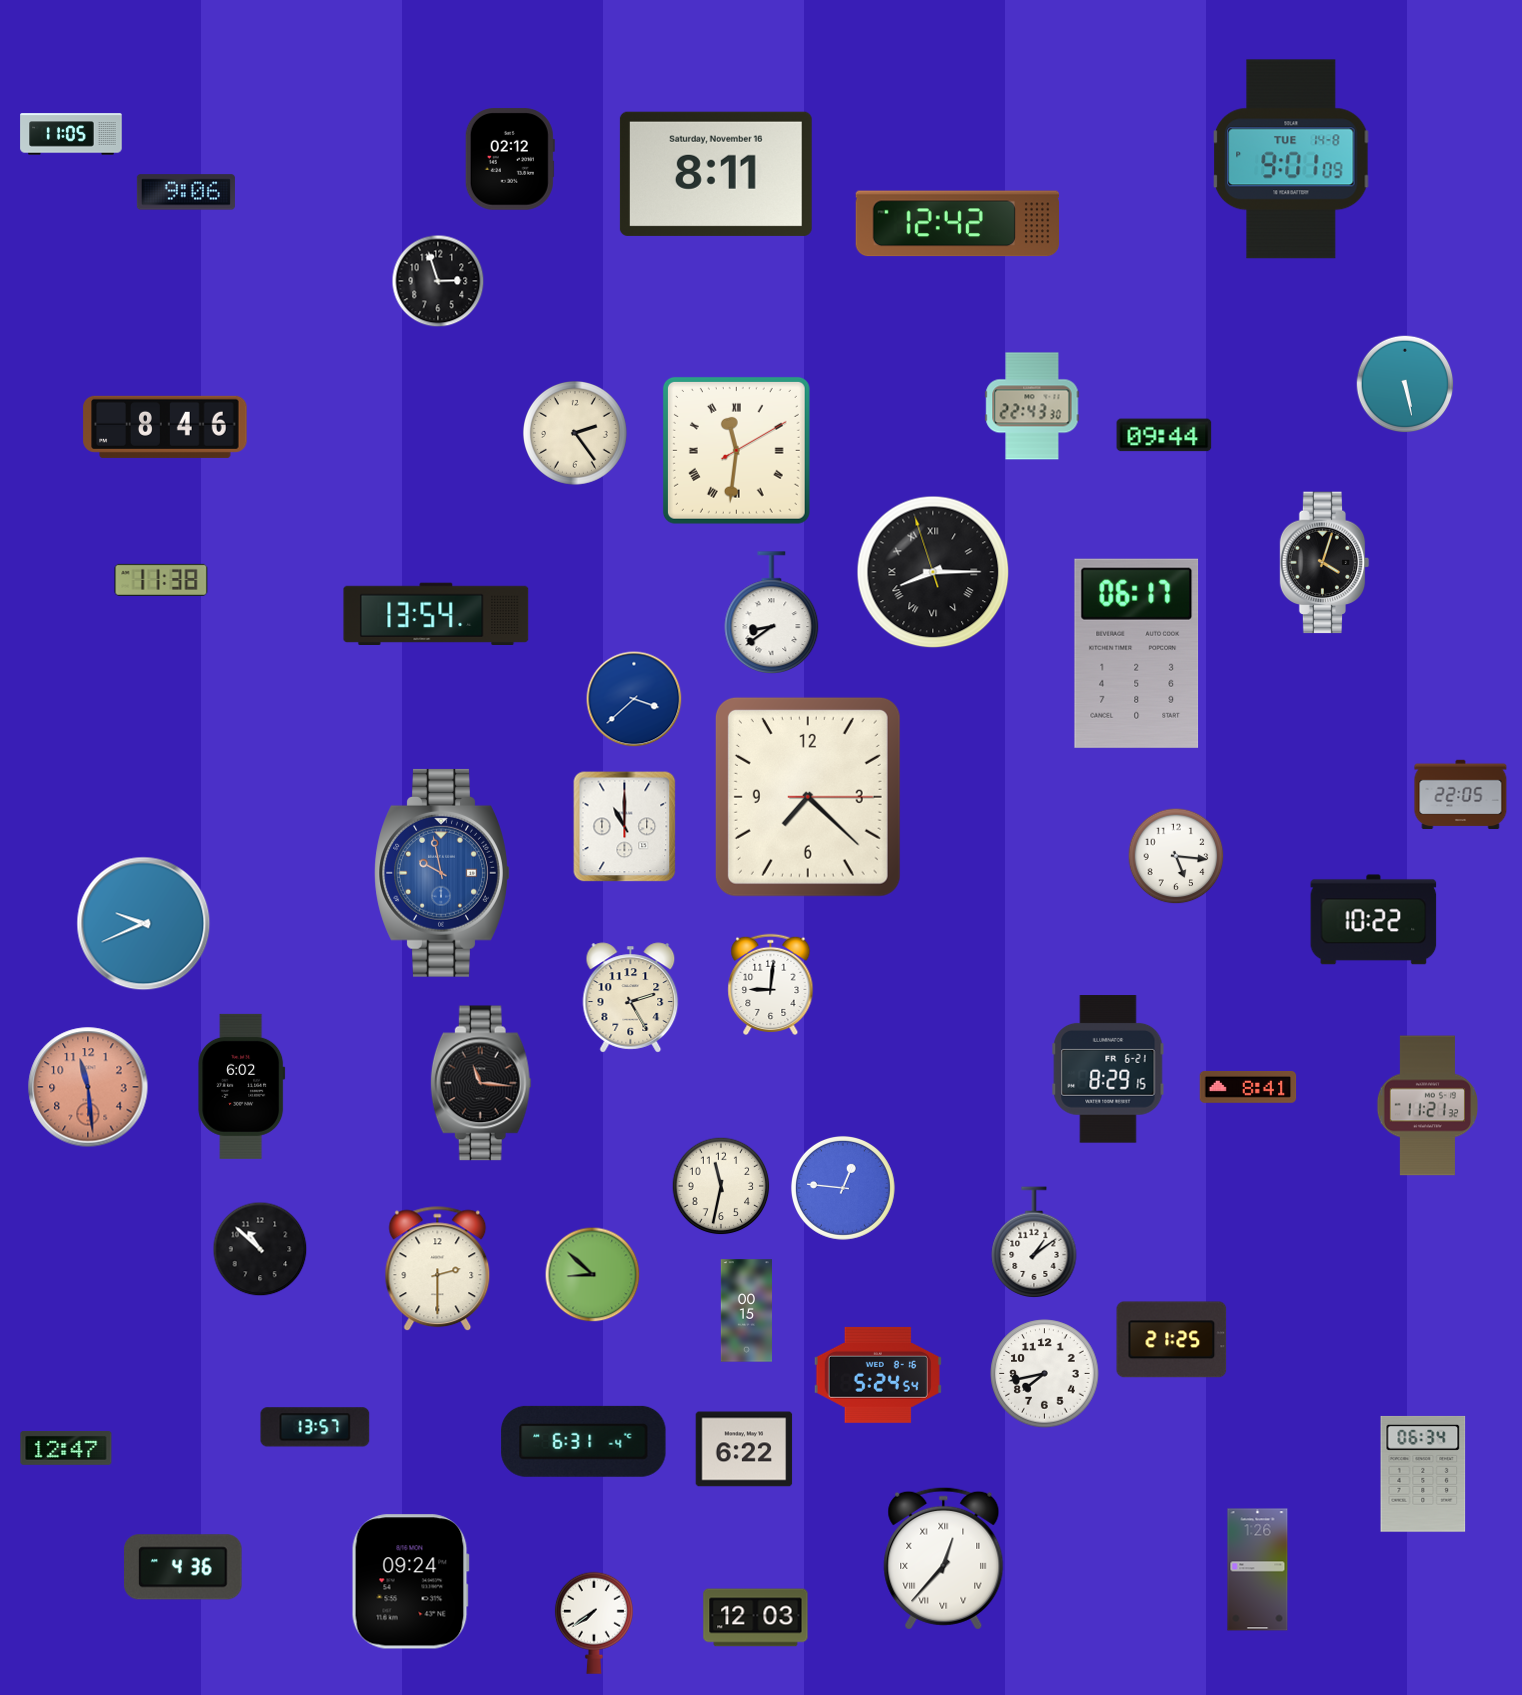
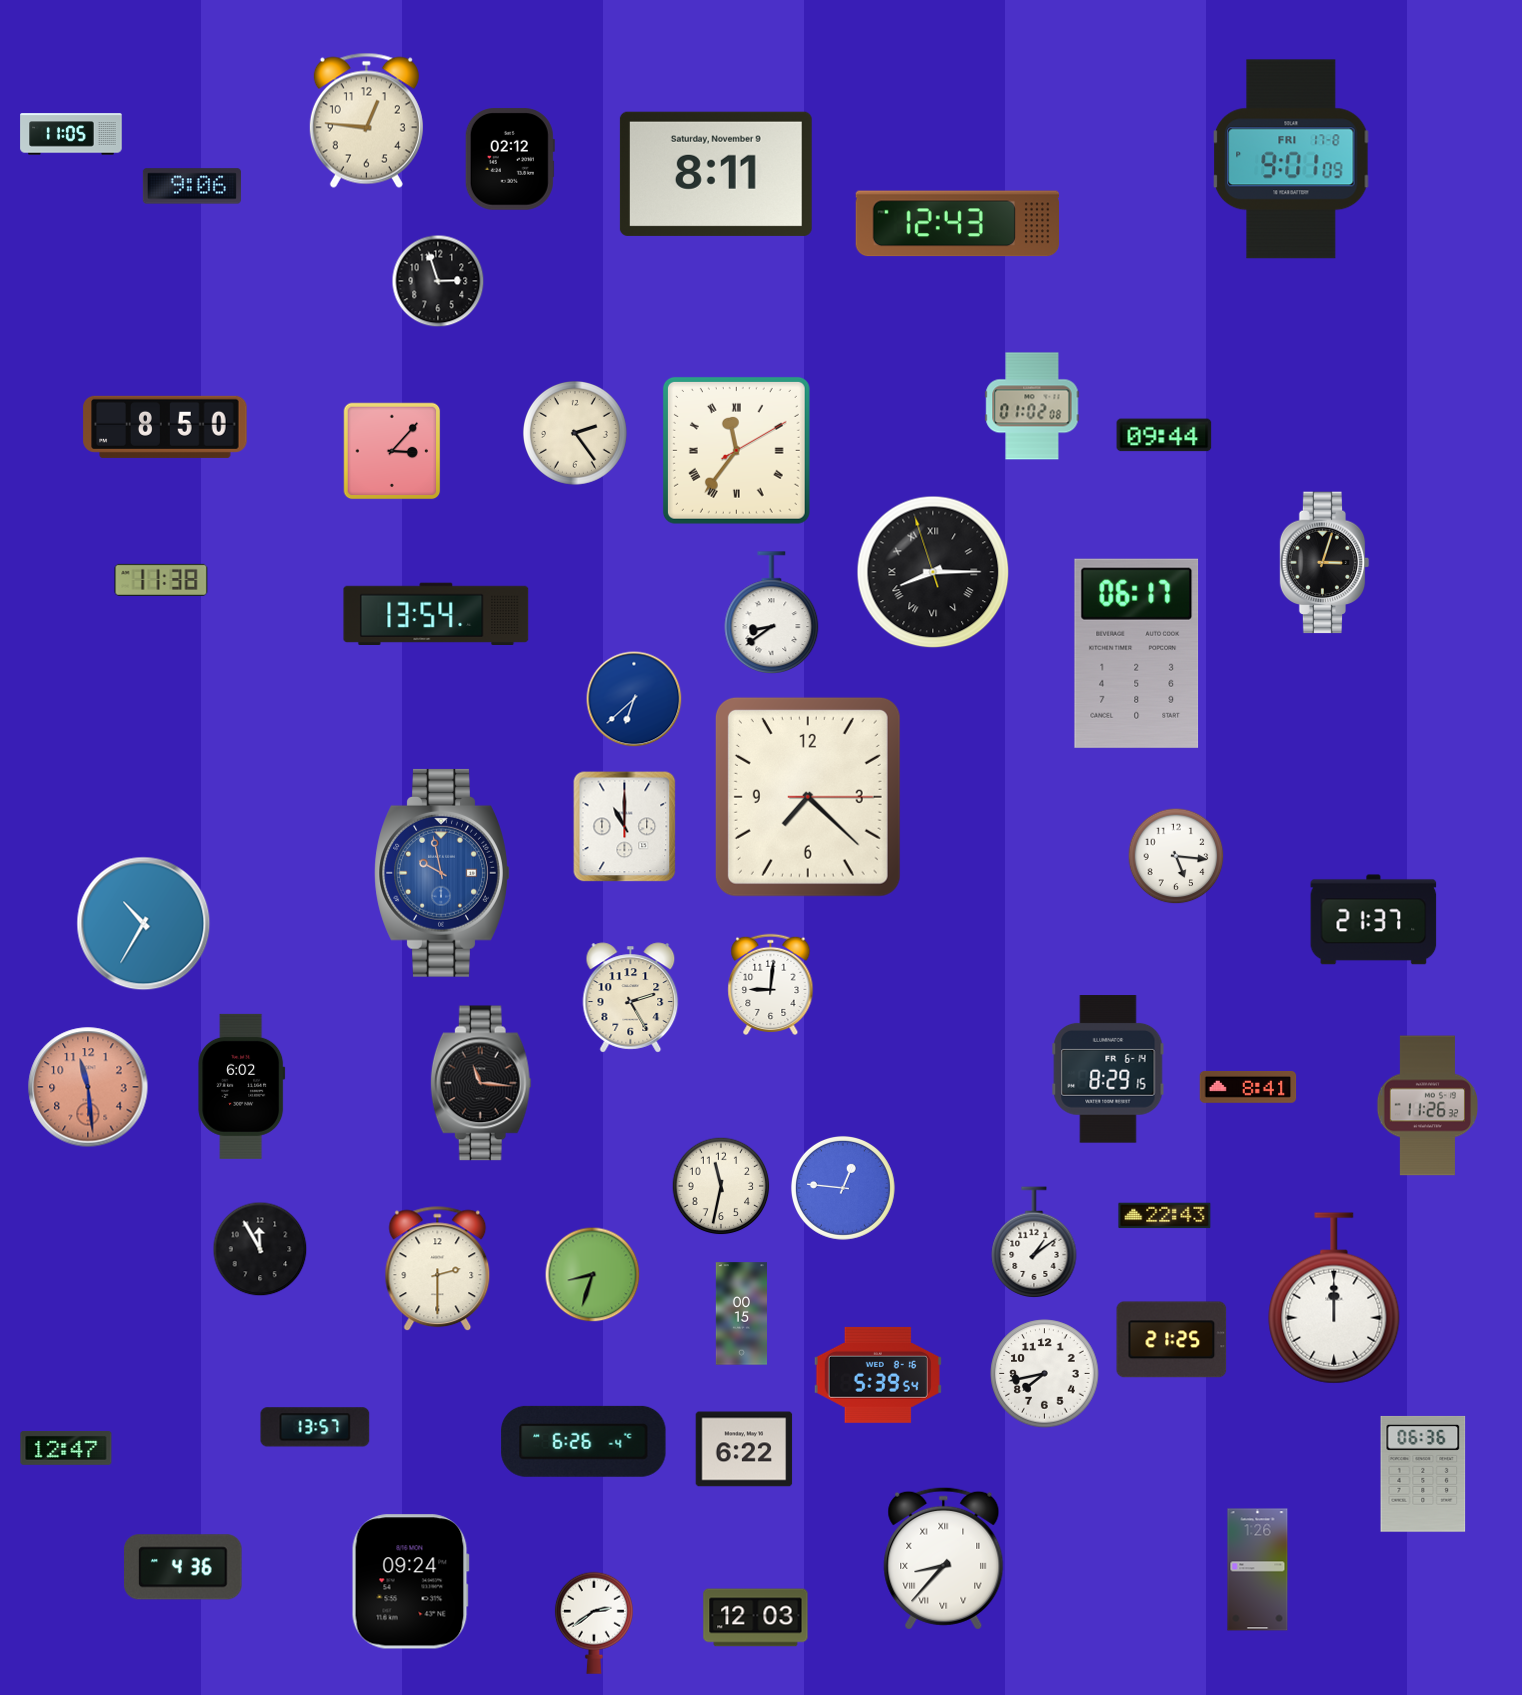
clock at (366, 120): none -> 12:46
clock at (1291, 159) date: TUE 14-8 -> FRI 17-8
clock at (716, 174) date: Saturday, November 16 -> Saturday, November 9
clock at (186, 192) position: (186, 192) -> (192, 186)
clock at (957, 224): 12:42 -> 12:43
clock at (1405, 384): 5:28 -> none
clock at (1032, 406): 22:43 -> 01:02
clock at (165, 427): 8:46 -> 8:50
clock at (736, 450): 11:31 -> 11:36
clock at (392, 451): none -> 3:07
clock at (1325, 563): 4:03 -> 3:03
clock at (634, 699): 3:38 -> 6:38
clock at (1461, 795): 22:05 -> none
clock at (1374, 920): 10:22 -> 21:37
clock at (144, 924): 9:41 -> 10:35
clock at (1108, 1069) date: FR 6-21 -> FR 6-14
clock at (1427, 1106): 11:21 -> 11:26
clock at (1165, 1216): none -> 22:43
clock at (260, 1249): 10:52 -> 11:55
clock at (593, 1275): 8:52 -> 8:33
clock at (1334, 1298): none -> 12:00
clock at (746, 1311) position: (746, 1311) -> (741, 1314)
clock at (878, 1375): 5:24 -> 5:39
clock at (584, 1441): 6:31 -> 6:26
clock at (1423, 1474): 06:34 -> 06:36
clock at (944, 1558): 12:37 -> 8:37
clock at (594, 1623): 7:39 -> 2:39
